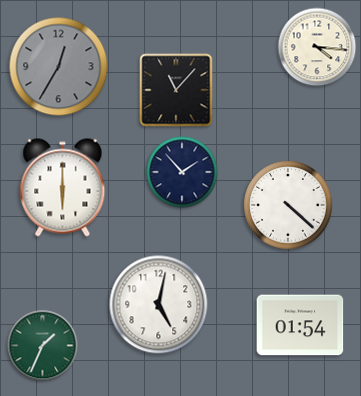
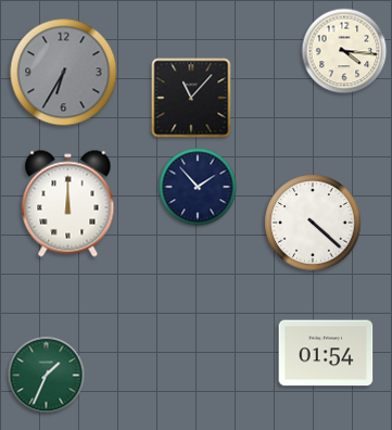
clock at (59, 67): 12:35 -> 6:35
clock at (63, 188): 6:00 -> 12:00
clock at (159, 305): 5:02 -> none
